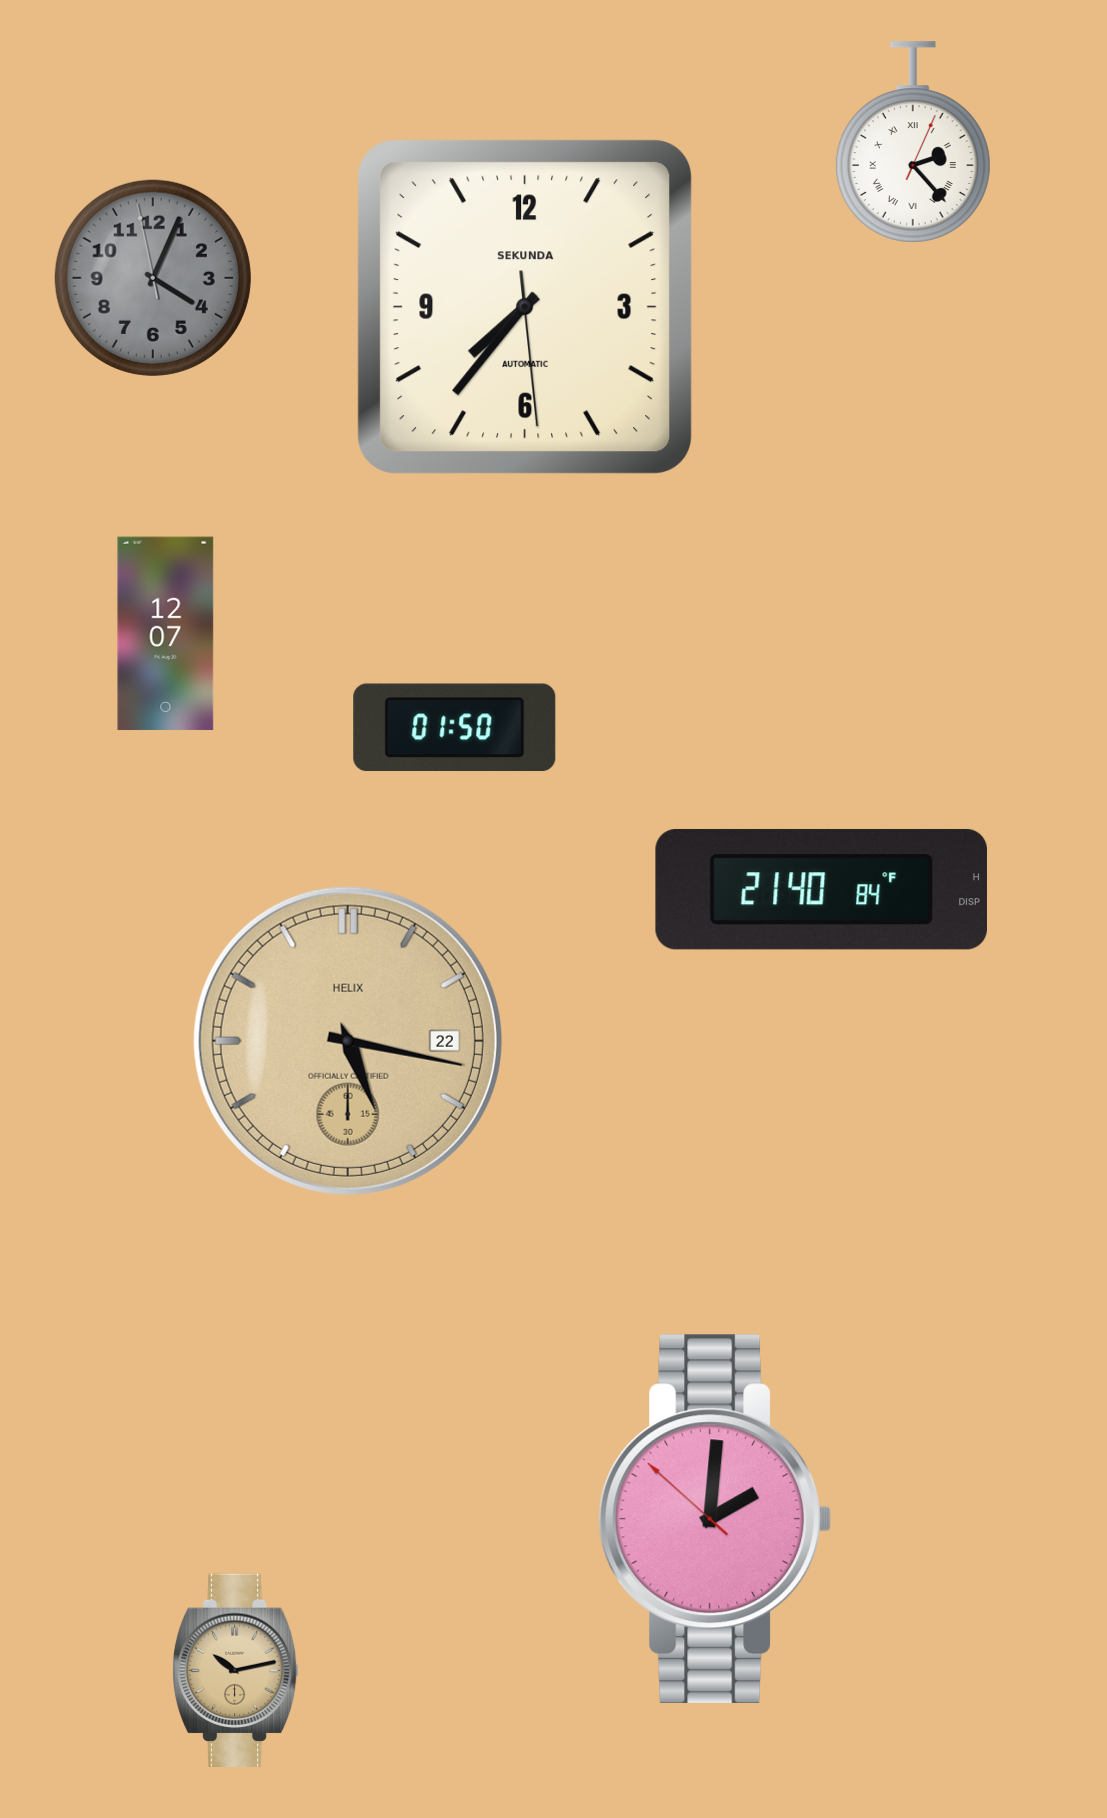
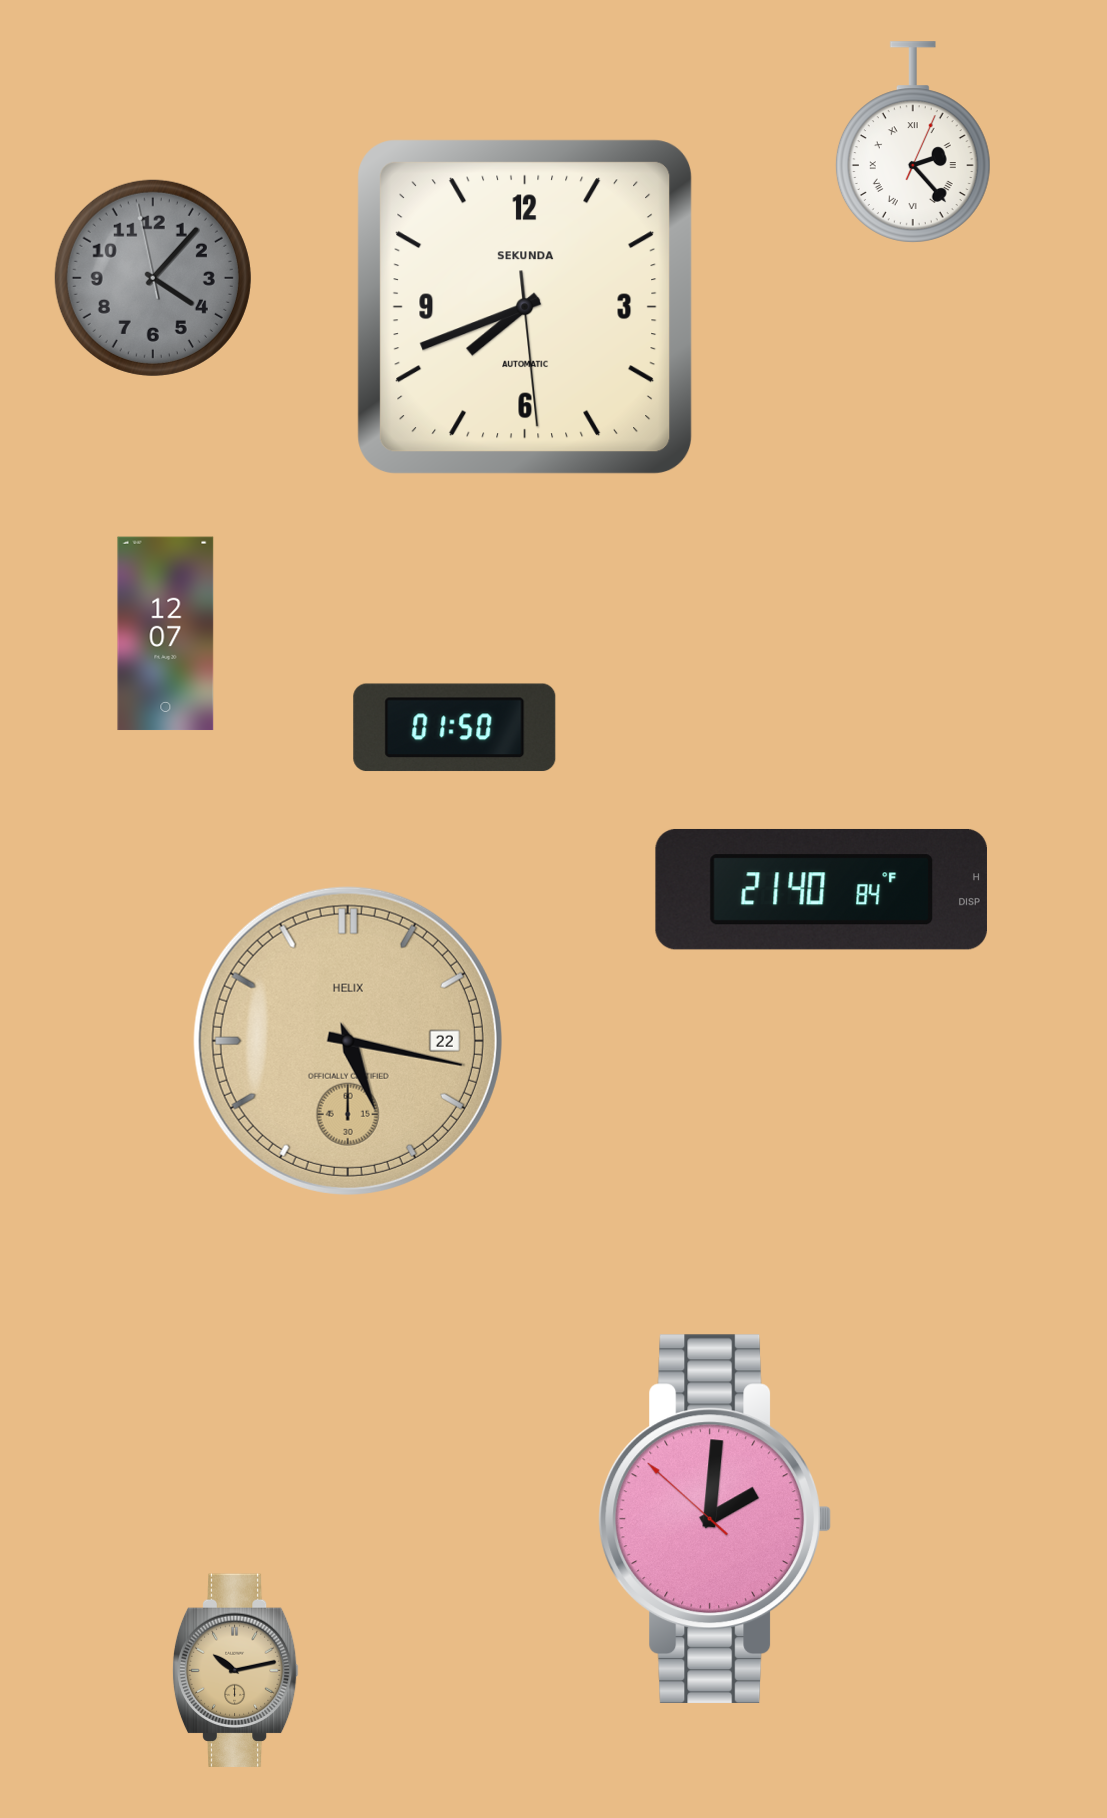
clock at (153, 278): 4:03 -> 4:06
clock at (525, 307): 7:36 -> 7:41
